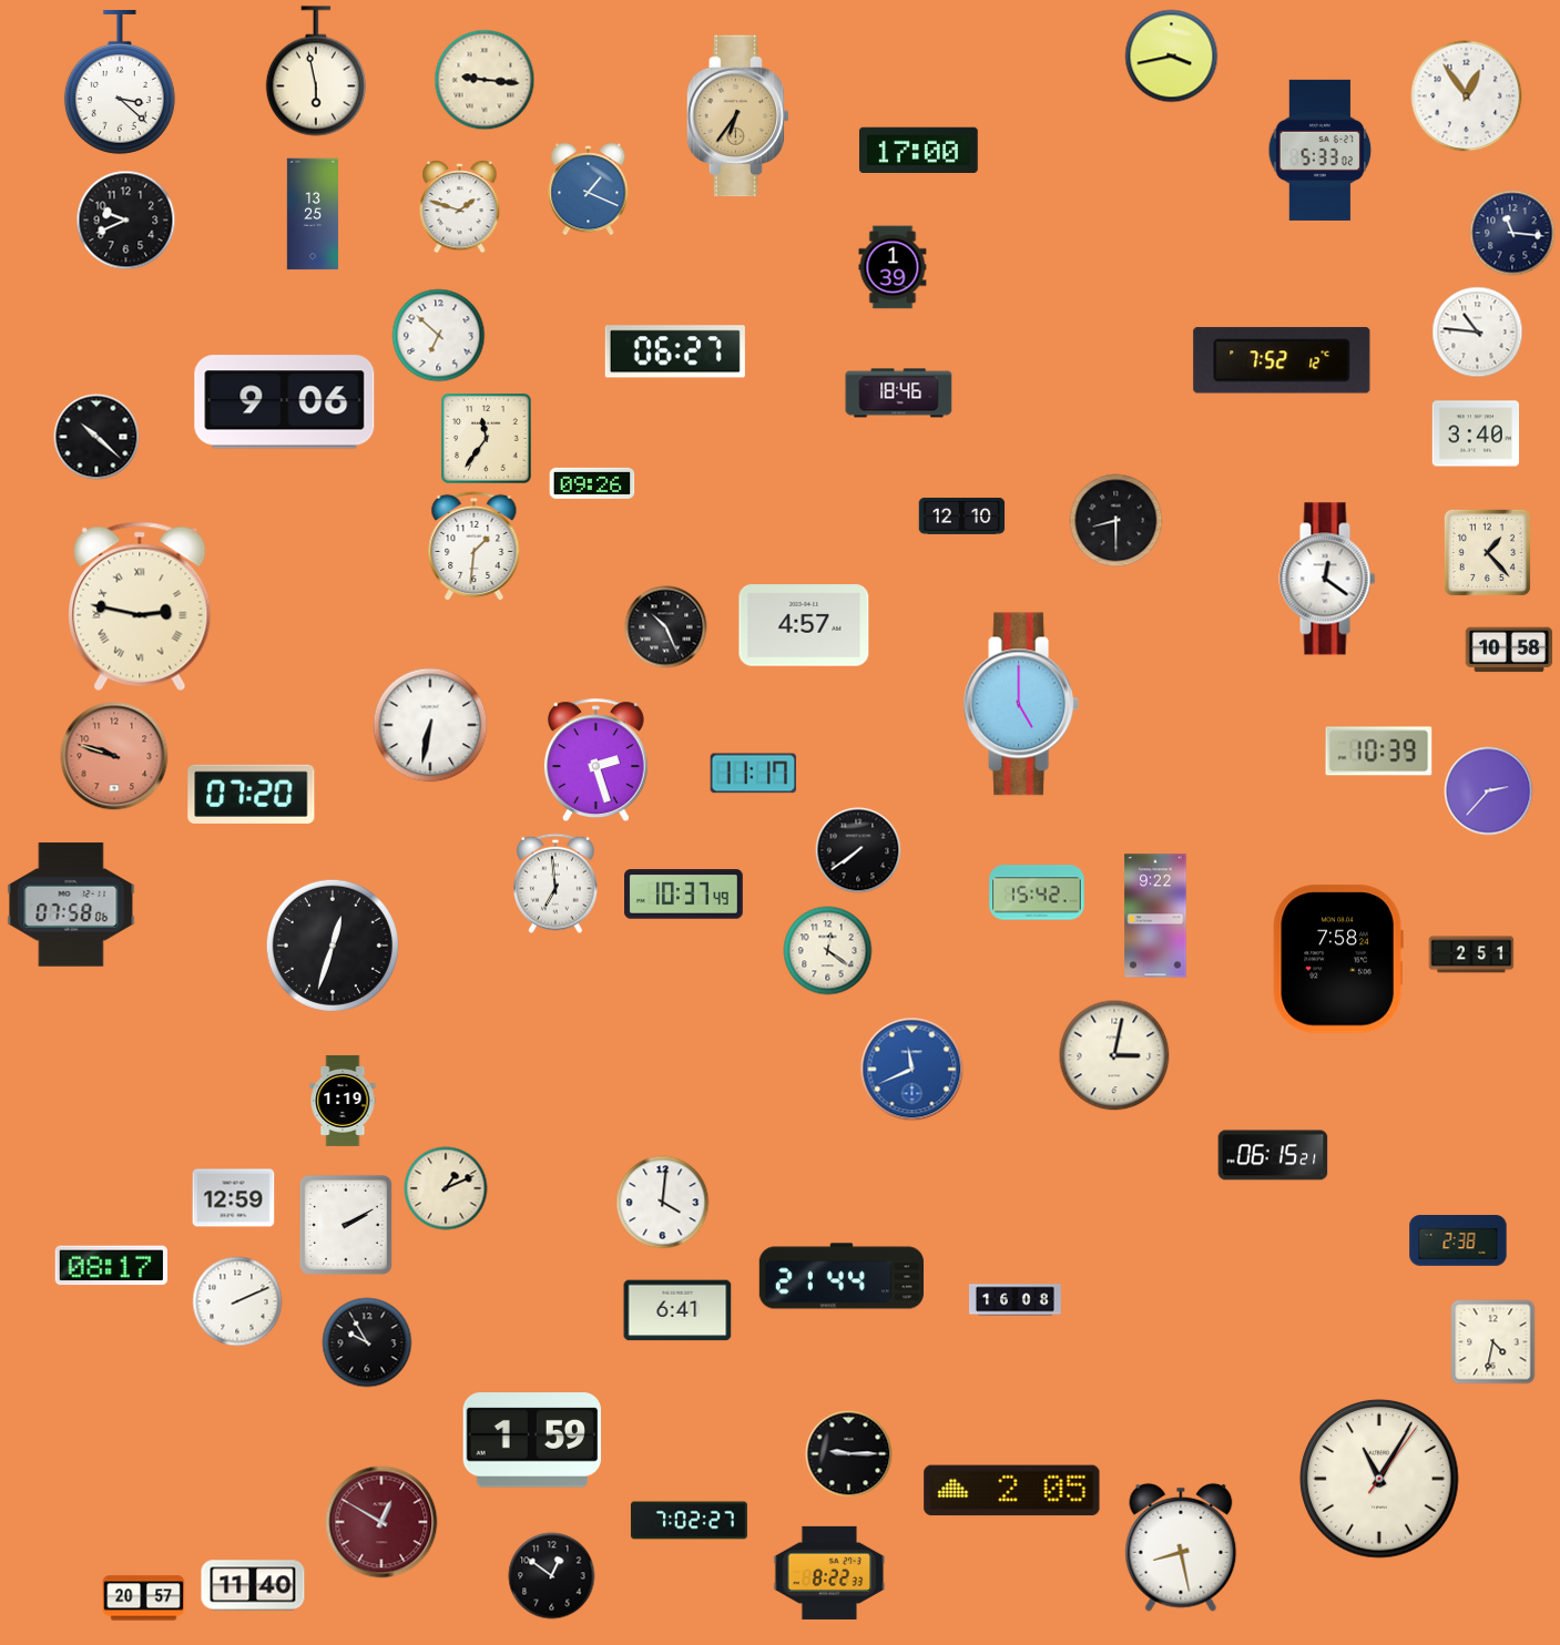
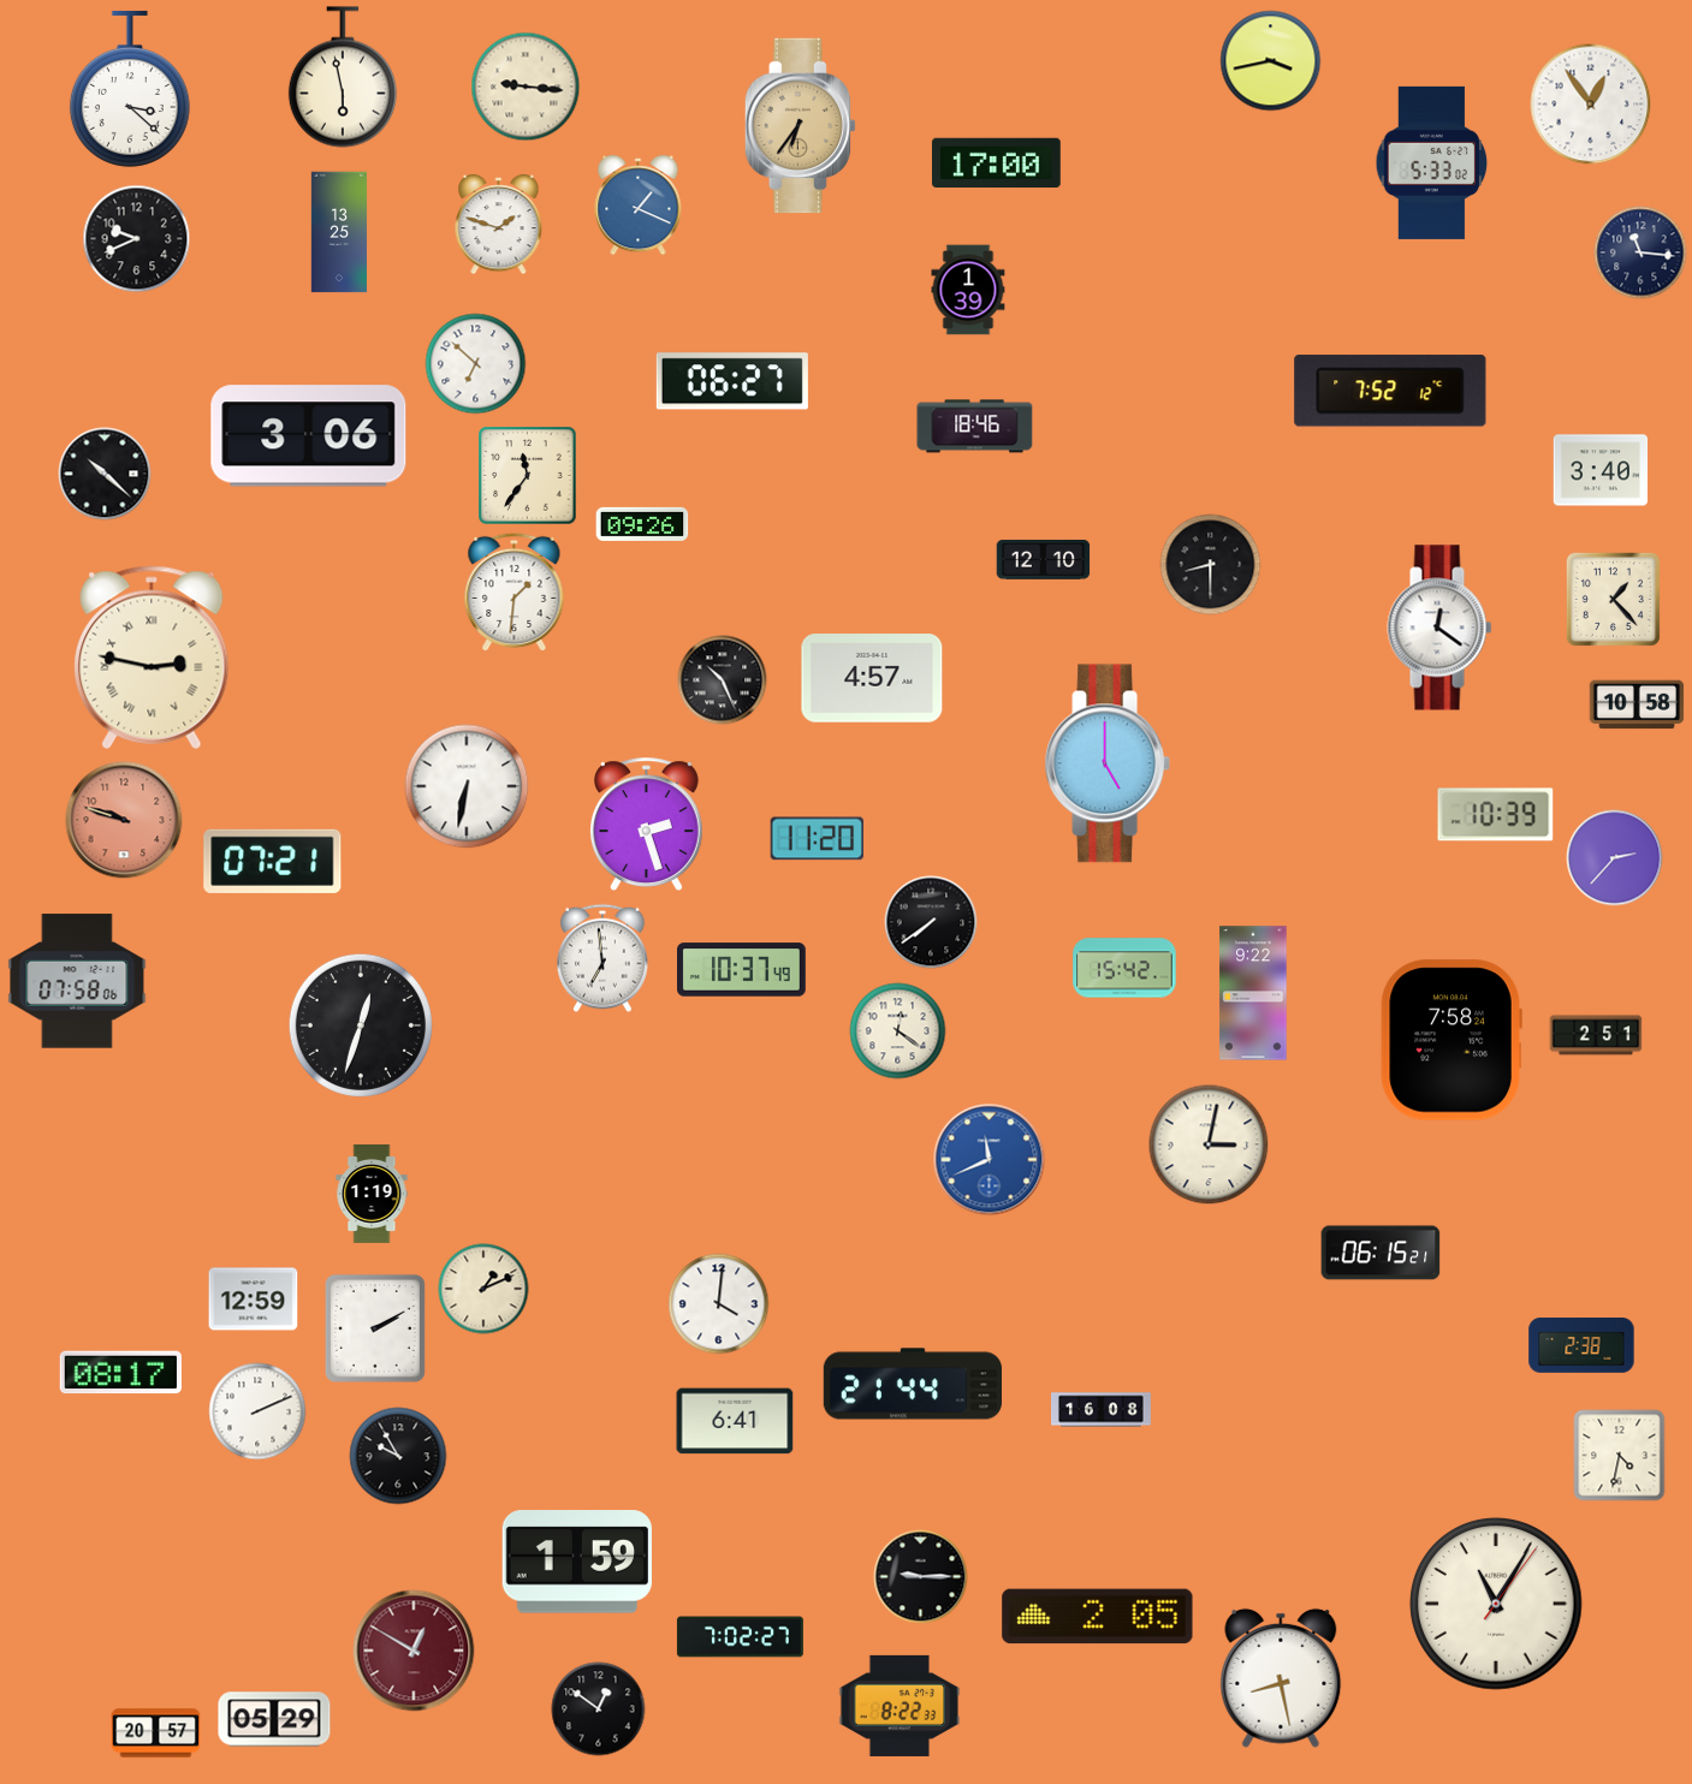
clock at (1478, 333): 10:46 -> none
clock at (285, 402): 9:06 -> 3:06
clock at (754, 774): 11:17 -> 11:20
clock at (252, 794): 07:20 -> 07:21
clock at (689, 1521) position: (689, 1521) -> (740, 1637)
clock at (253, 1585): 11:40 -> 05:29
